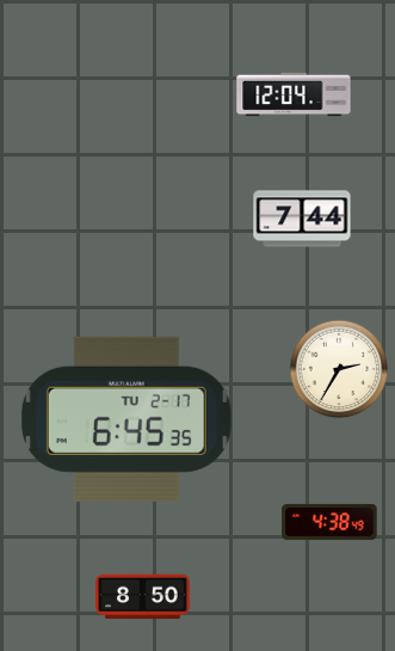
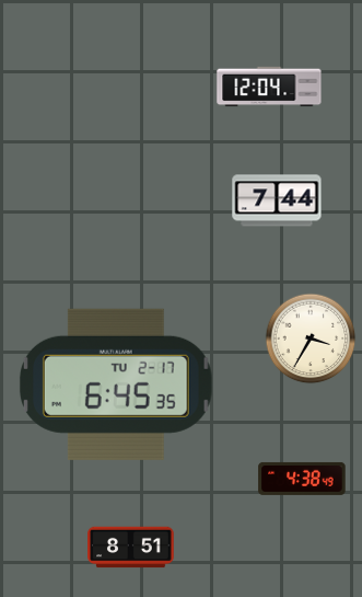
clock at (339, 369): 2:35 -> 3:35
clock at (143, 597): 8:50 -> 8:51
